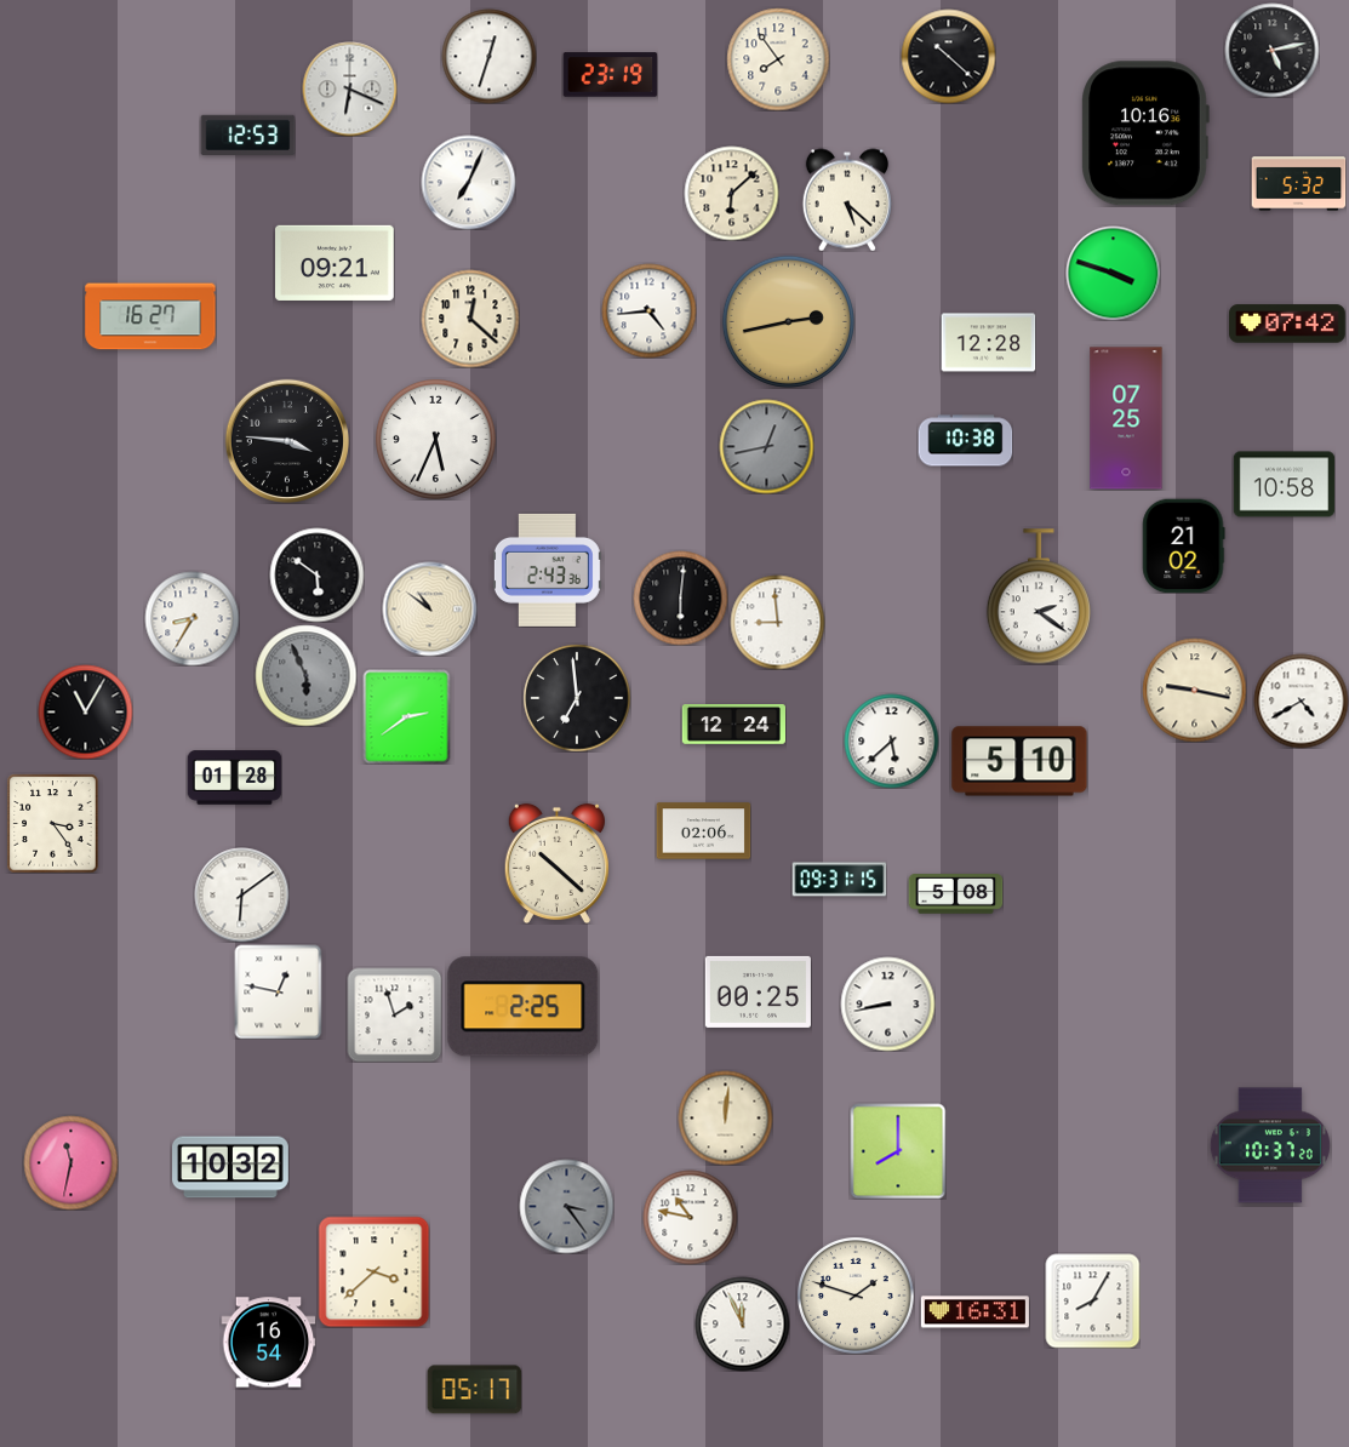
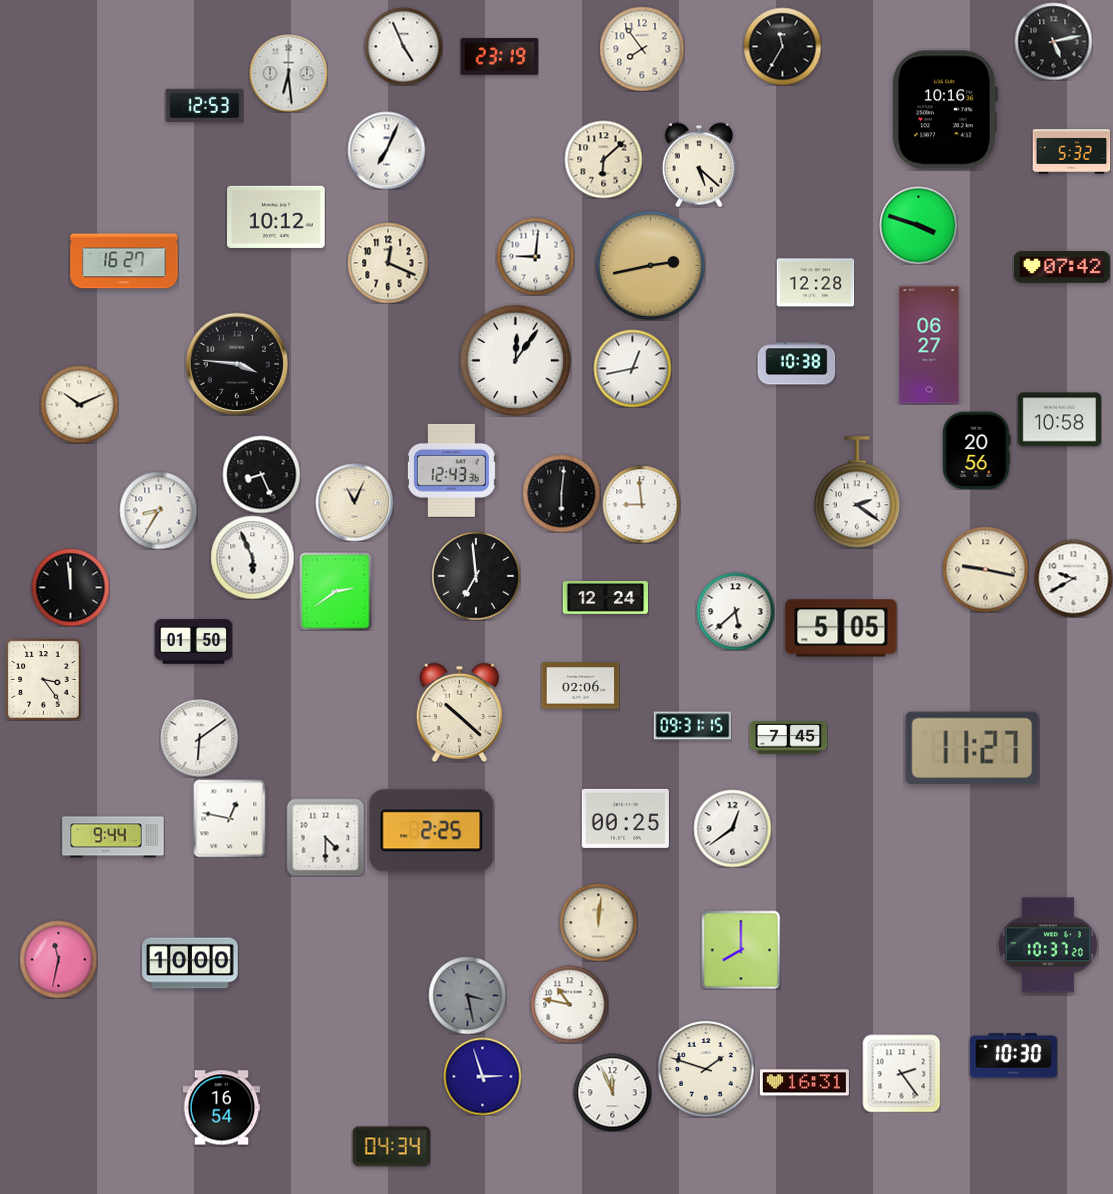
clock at (1271, 50) position: (1271, 50) -> (1053, 41)
clock at (488, 56): 12:33 -> 4:56
clock at (948, 56): 10:22 -> 11:35
clock at (610, 75) position: (610, 75) -> (499, 57)
clock at (349, 88): 6:19 -> 6:29
clock at (247, 136) position: (247, 136) -> (204, 106)
clock at (336, 263): 09:21 -> 10:12
clock at (648, 310): 4:44 -> 9:01
clock at (470, 319): 12:22 -> 12:19
clock at (1126, 418): 07:25 -> 06:27
clock at (515, 360): none -> 12:06
clock at (435, 439): 5:34 -> none
clock at (766, 446) dial: grey -> white
clock at (1284, 485) position: (1284, 485) -> (1059, 420)
clock at (79, 404): none -> 10:11
clock at (1184, 545): 21:02 -> 20:56
clock at (547, 570): 2:43 -> 12:43
clock at (316, 574): 5:51 -> 8:26
clock at (429, 608): 10:51 -> 11:04
clock at (777, 622) position: (777, 622) -> (641, 504)
clock at (305, 675) dial: grey -> white
clock at (1301, 700): 4:40 -> 9:40
clock at (85, 711): 11:05 -> 11:59
clock at (1019, 761): 5:10 -> 5:05
clock at (234, 778): 01:28 -> 01:50
clock at (955, 894): 5:08 -> 7:45
clock at (972, 748): none -> 11:27
clock at (887, 1003): 8:43 -> 12:39
clock at (113, 837): none -> 9:44
clock at (394, 1014): 1:57 -> 4:30
clock at (231, 1167): 10:32 -> 10:00
clock at (566, 1206): 3:24 -> 3:28
clock at (373, 1271): 3:38 -> none
clock at (1013, 1056): none -> 10:30
clock at (1092, 1300): 8:05 -> 2:24
clock at (482, 1076): none -> 2:57
clock at (474, 1390): 05:17 -> 04:34
